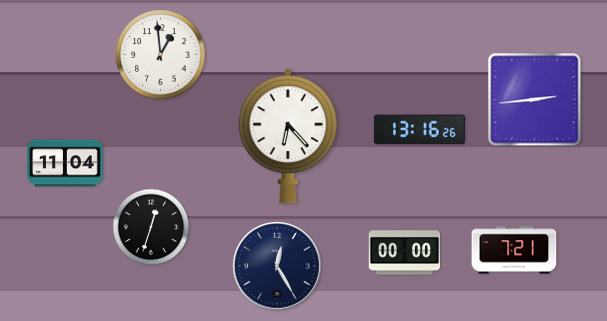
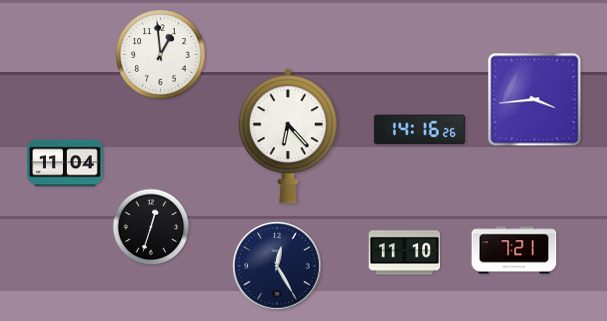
clock at (535, 100): 2:44 -> 3:44
clock at (419, 130): 13:16 -> 14:16
clock at (405, 253): 00:00 -> 11:10
